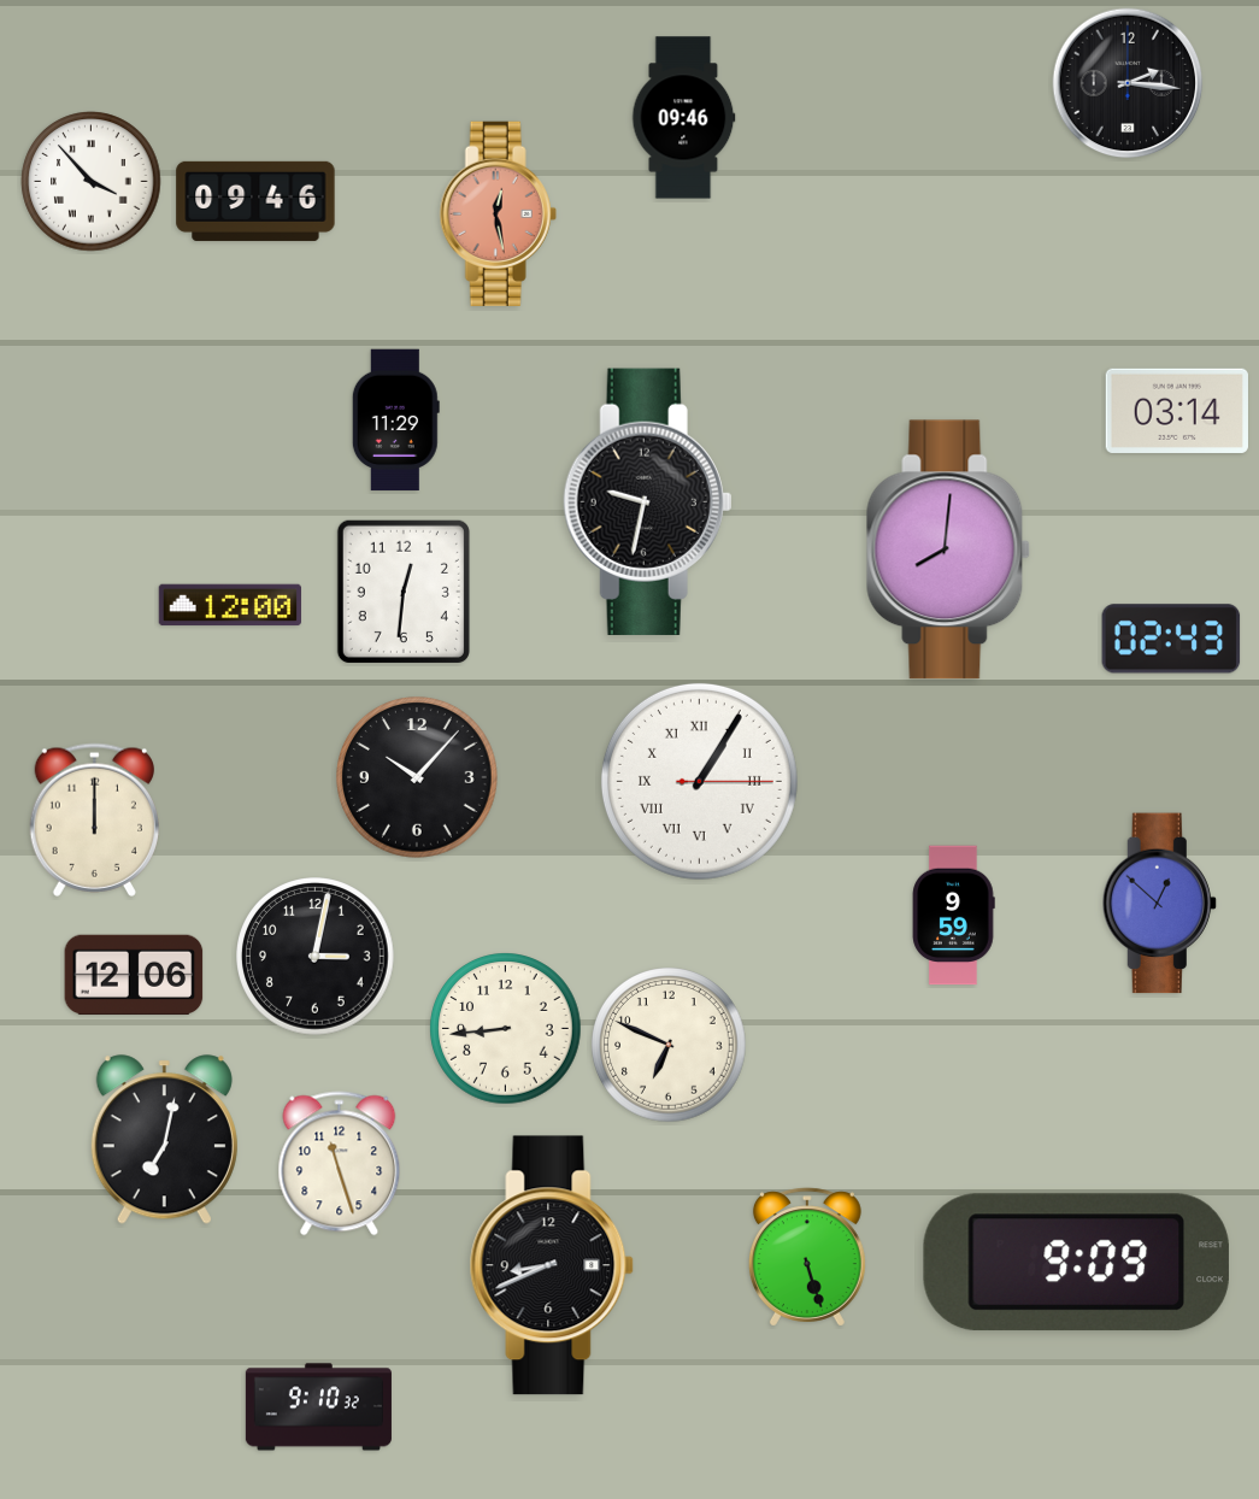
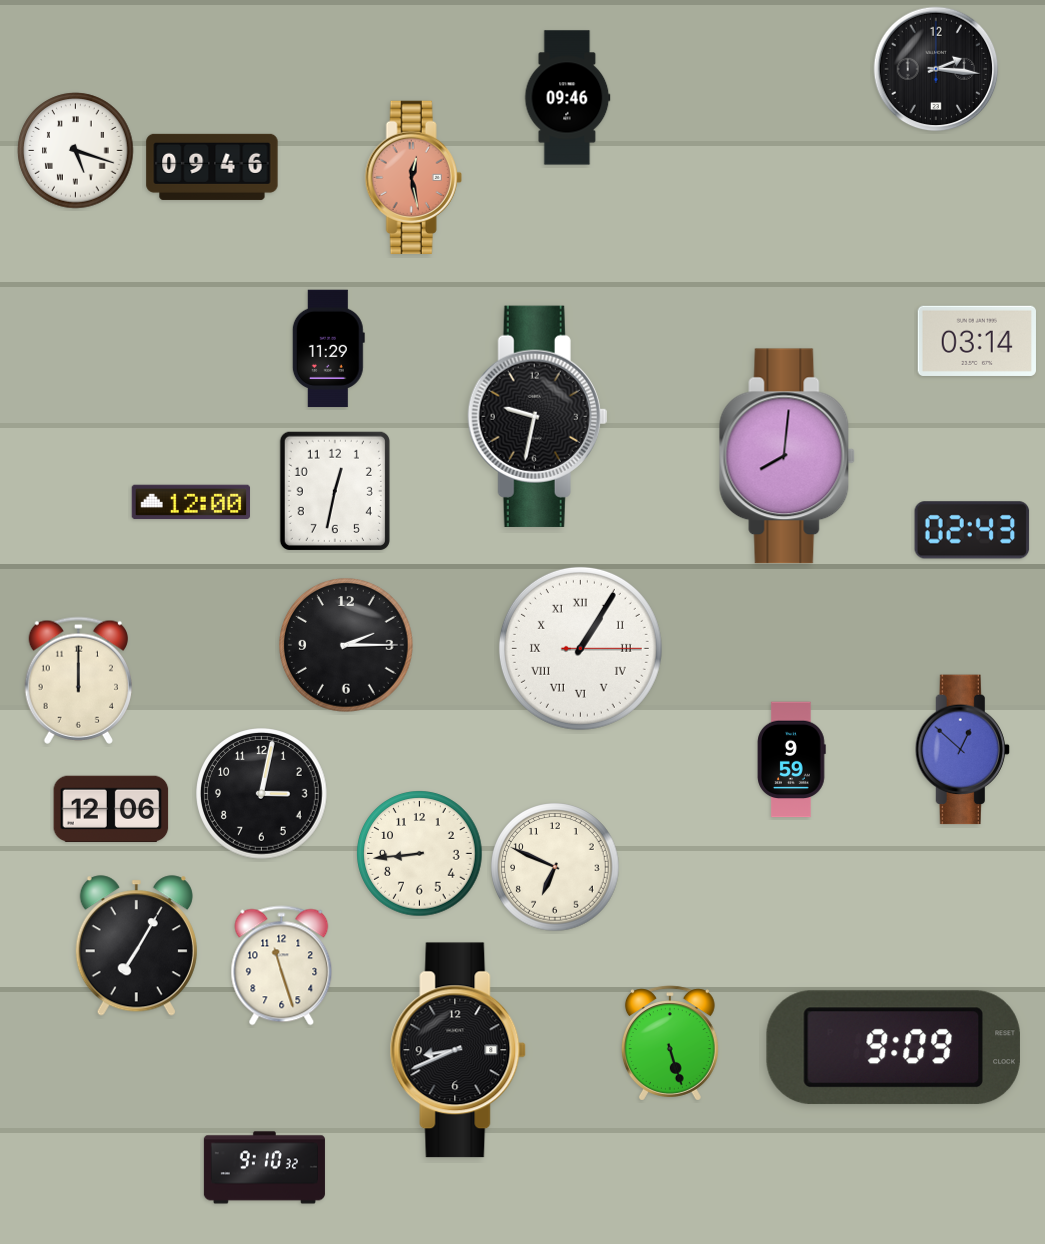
clock at (92, 182): 3:53 -> 5:18
clock at (404, 592): 12:31 -> 12:32
clock at (418, 778): 10:07 -> 2:15
clock at (164, 1140): 7:02 -> 7:05
